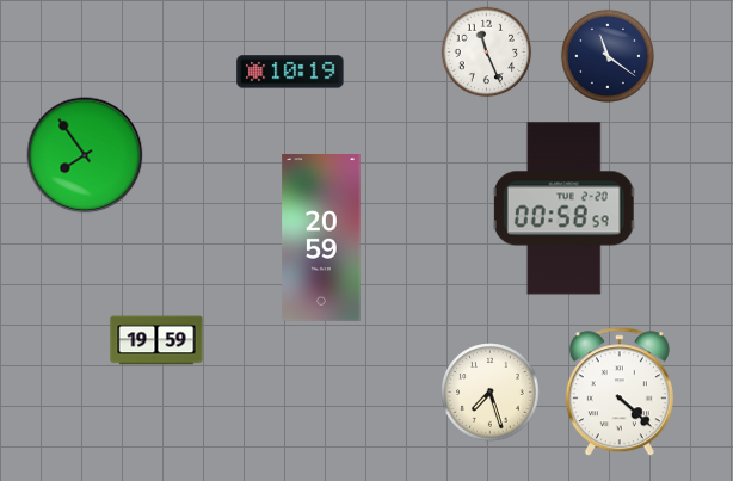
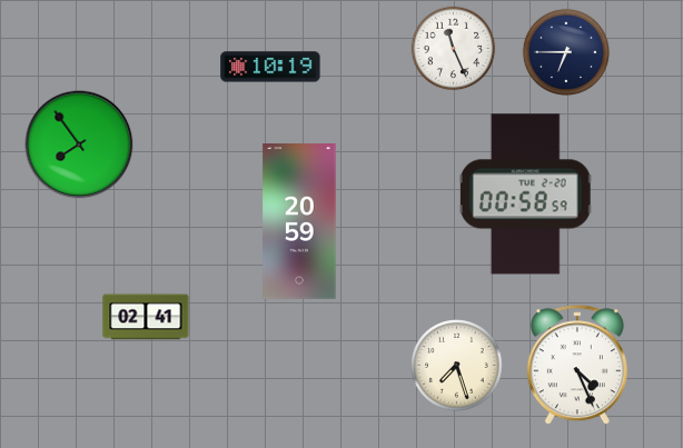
clock at (608, 56): 11:21 -> 6:45
clock at (156, 340): 19:59 -> 02:41
clock at (620, 393): 4:22 -> 4:26
